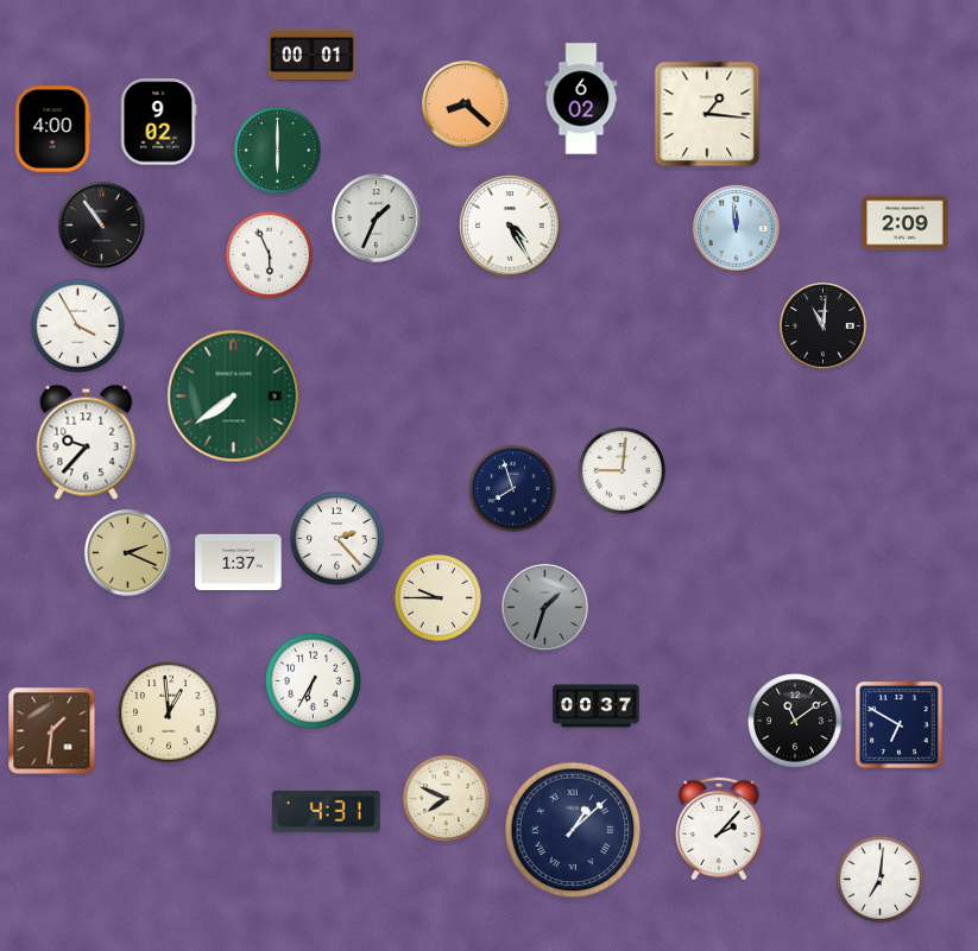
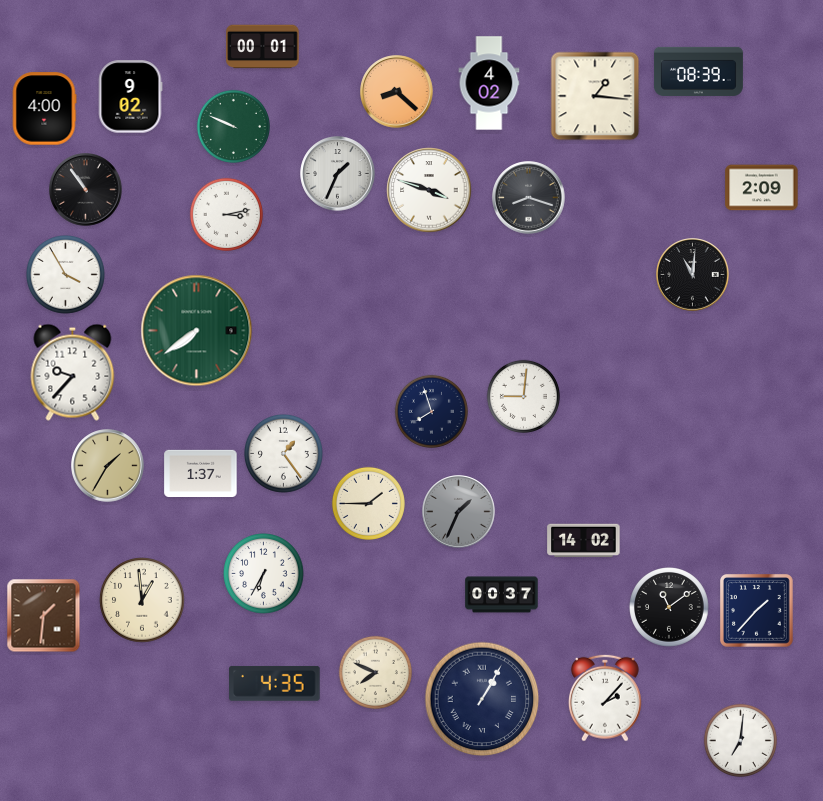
clock at (698, 71): none -> 08:39
clock at (581, 99): 6:02 -> 4:02
clock at (466, 104) position: (466, 104) -> (397, 92)
clock at (158, 122) position: (158, 122) -> (130, 97)
clock at (277, 150): 6:00 -> 9:49
clock at (377, 218) position: (377, 218) -> (338, 174)
clock at (510, 226): 4:25 -> 3:48
clock at (737, 229): 11:59 -> none
clock at (529, 198): none -> 8:18
clock at (269, 254): 5:56 -> 3:13
clock at (234, 397) position: (234, 397) -> (197, 331)
clock at (336, 538): 2:23 -> 1:24
clock at (128, 553): 2:19 -> 1:35
clock at (437, 597): 9:45 -> 1:45
clock at (545, 608): 1:33 -> 1:34
clock at (584, 541): none -> 14:02
clock at (900, 725): 6:50 -> 1:37
clock at (327, 811): 4:31 -> 4:35
clock at (573, 830): 1:08 -> 1:05
